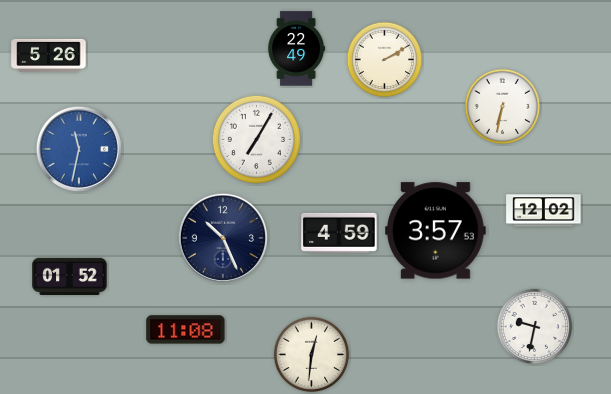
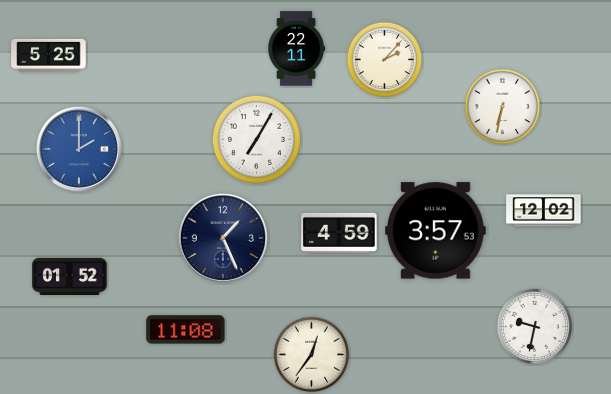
clock at (297, 49): 22:49 -> 22:11
clock at (49, 55): 5:26 -> 5:25
clock at (385, 60): 2:10 -> 2:07
clock at (79, 149): 11:32 -> 2:00
clock at (223, 238): 10:26 -> 1:26
clock at (312, 355): 12:31 -> 12:36
